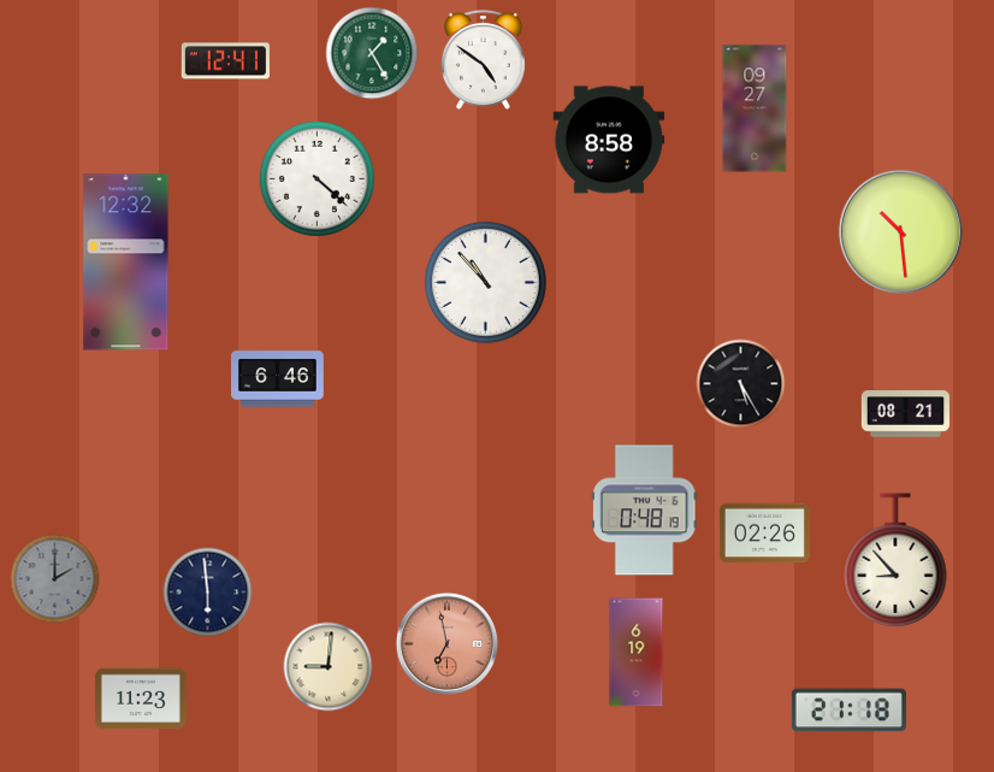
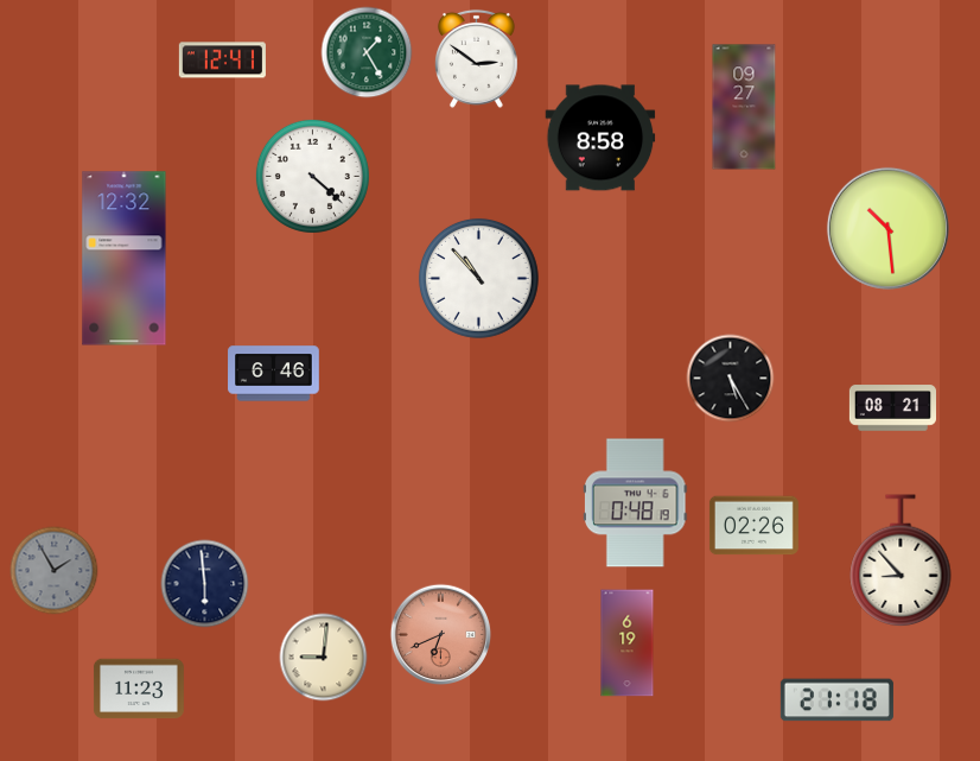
clock at (483, 59): 4:51 -> 2:51
clock at (895, 561) position: (895, 561) -> (901, 562)
clock at (55, 579): 2:00 -> 1:55
clock at (448, 644): 6:58 -> 6:41
